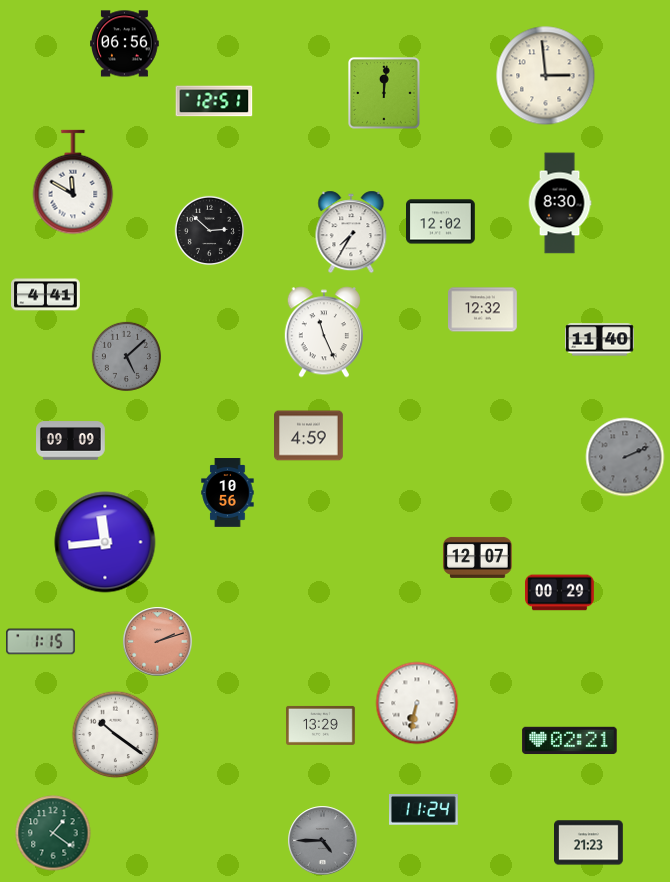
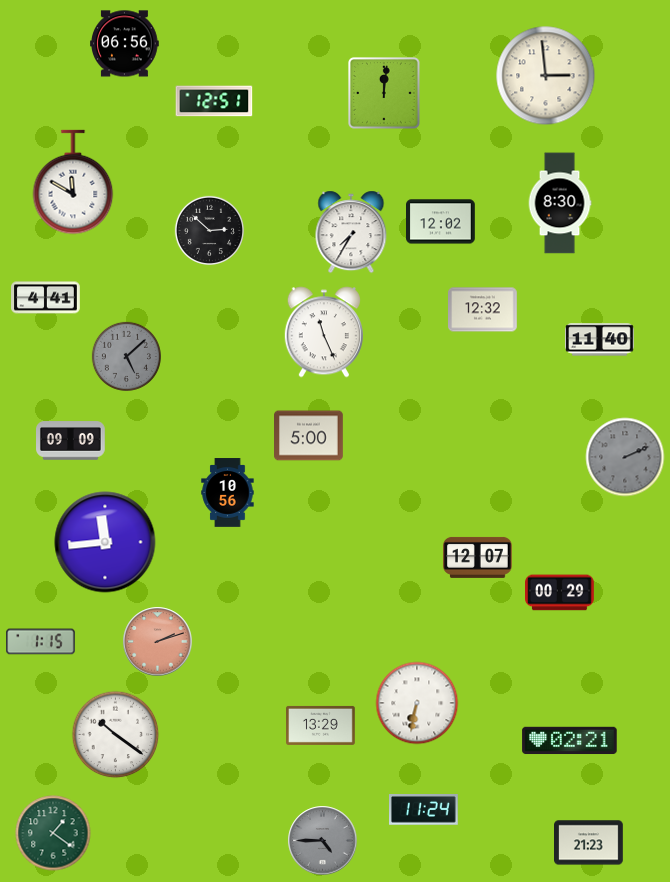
clock at (46, 295) position: (46, 295) -> (46, 298)
clock at (309, 436): 4:59 -> 5:00
